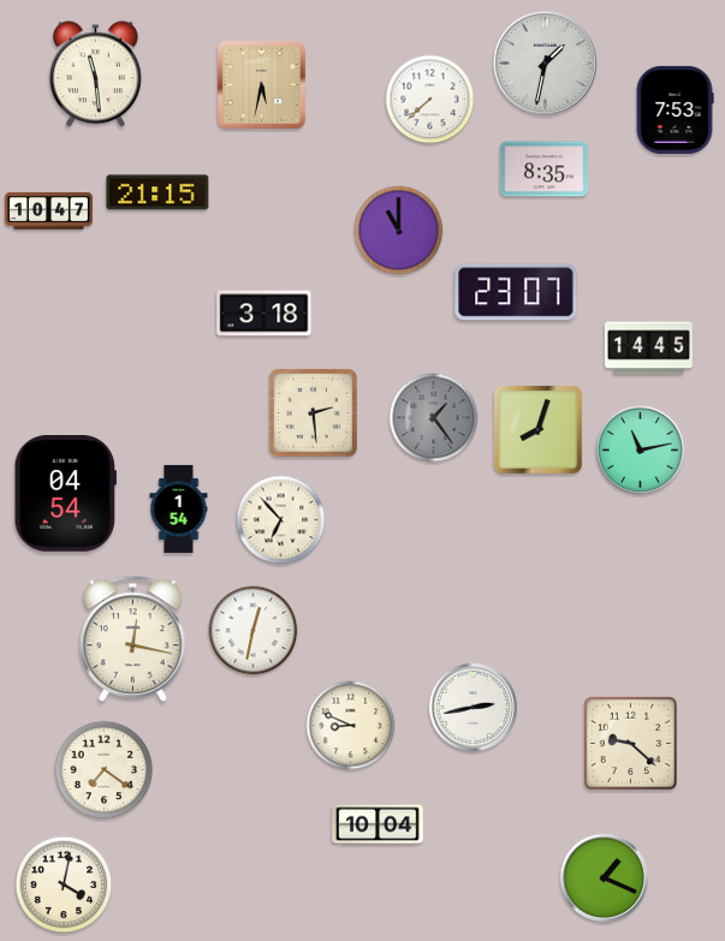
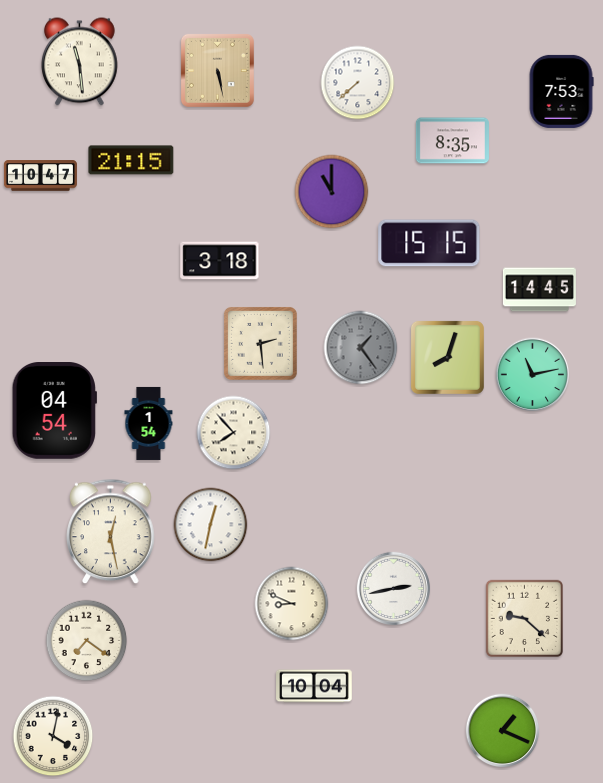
clock at (545, 62): 1:32 -> none
clock at (261, 84): 5:32 -> 5:28
clock at (516, 292): 23:07 -> 15:15
clock at (281, 520): 6:53 -> 7:53
clock at (133, 639): 12:17 -> 12:28
